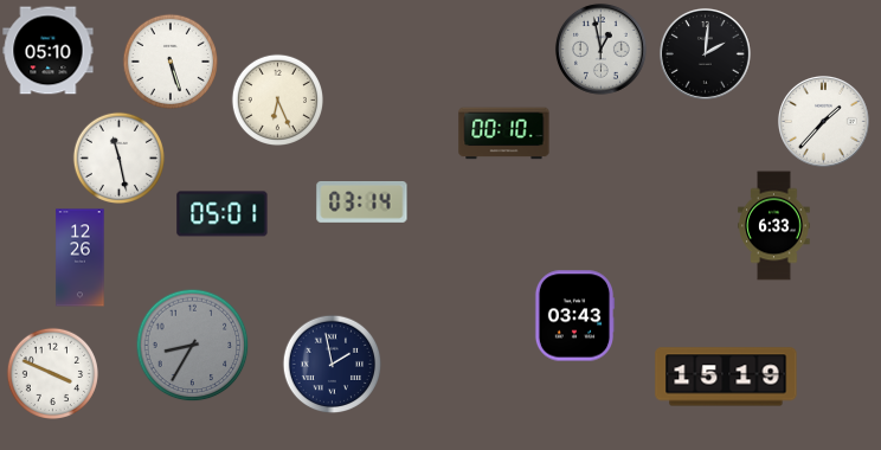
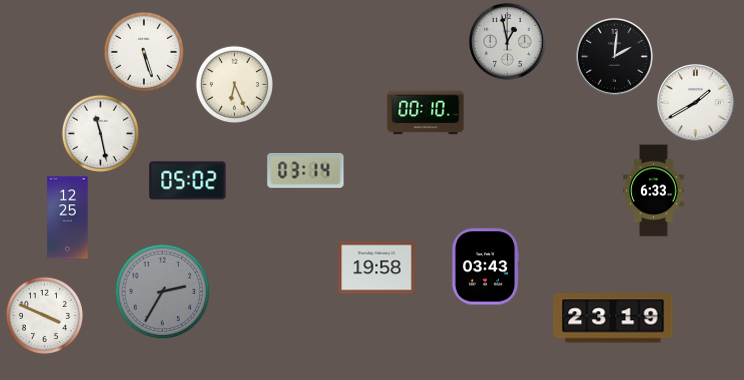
clock at (49, 51): 05:10 -> none
clock at (705, 53) position: (705, 53) -> (614, 56)
clock at (823, 121): 1:37 -> 1:40
clock at (223, 214): 05:01 -> 05:02
clock at (81, 258): 12:26 -> 12:25
clock at (377, 268): none -> 19:58
clock at (192, 345): 8:35 -> 2:35
clock at (332, 364): 1:58 -> none
clock at (726, 377): 15:19 -> 23:19
